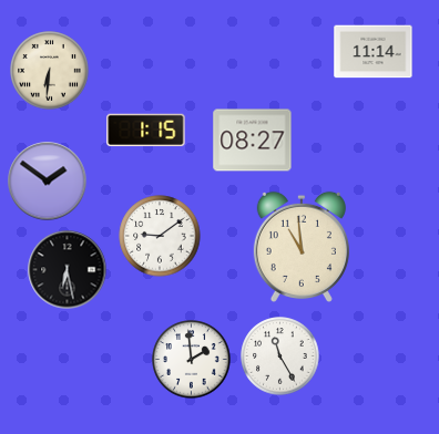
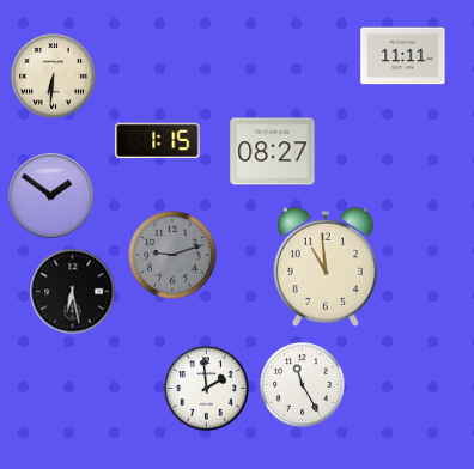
clock at (374, 52): 11:14 -> 11:11
clock at (160, 236): 9:09 -> 9:12
clock at (160, 236) dial: white -> grey
